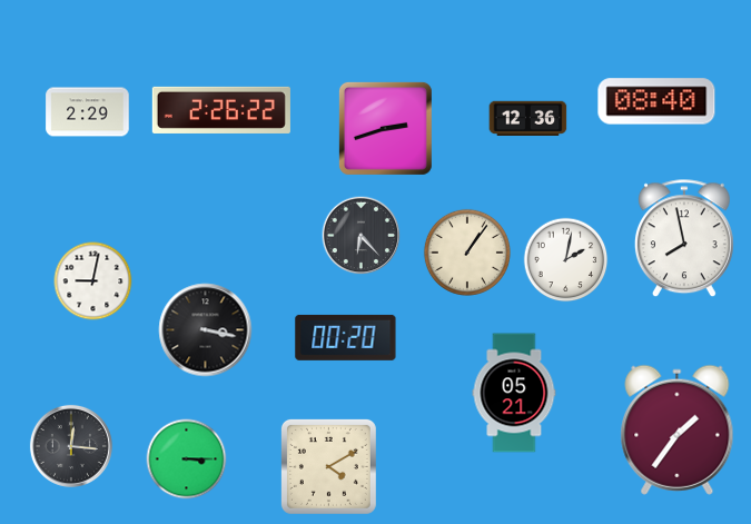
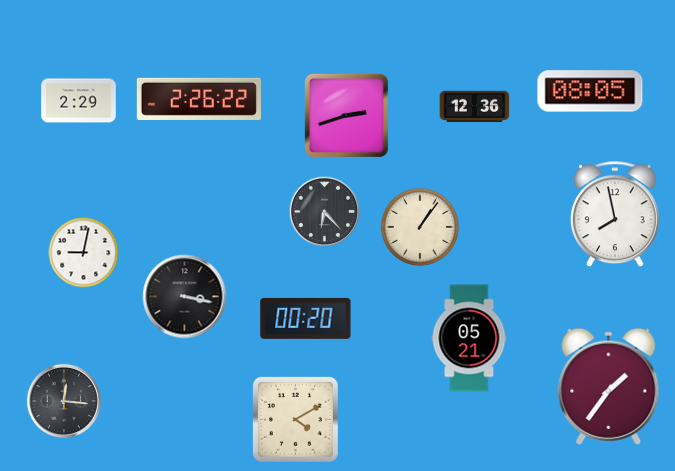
clock at (656, 101): 08:40 -> 08:05
clock at (566, 260): 2:02 -> none
clock at (346, 337) position: (346, 337) -> (306, 318)
clock at (514, 393) position: (514, 393) -> (469, 338)
clock at (187, 459): 3:15 -> none
